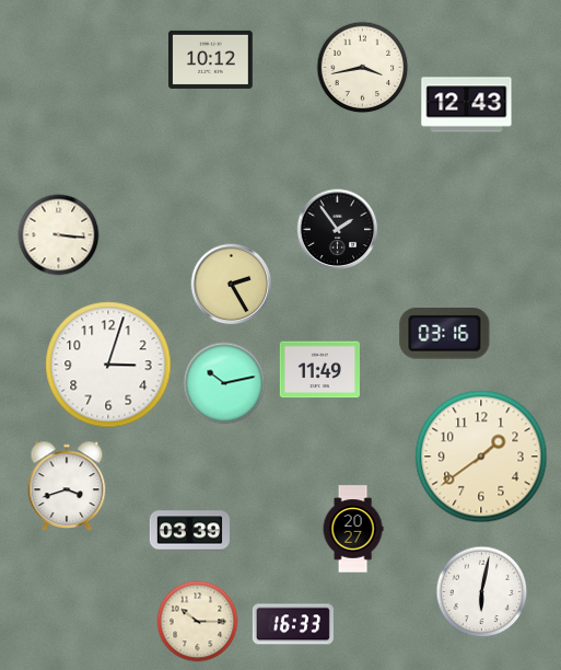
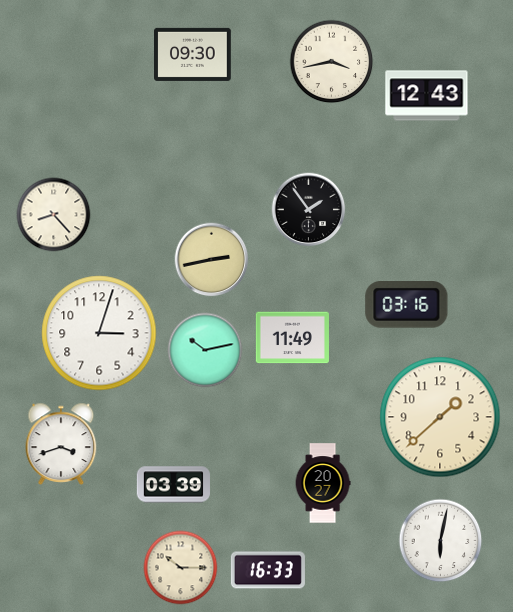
clock at (211, 59): 10:12 -> 09:30
clock at (59, 235): 3:16 -> 8:23
clock at (232, 285): 2:25 -> 2:43
clock at (481, 457): 1:39 -> 1:38
